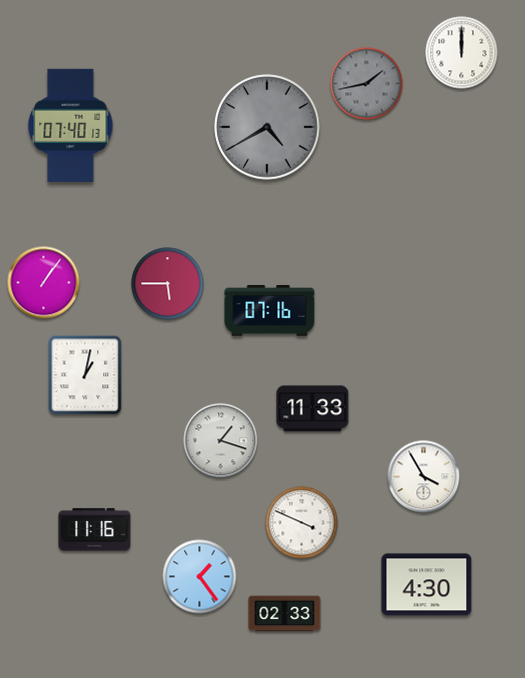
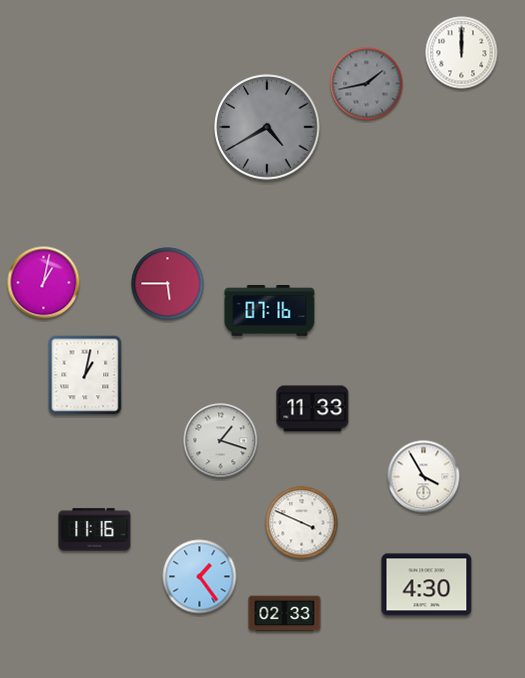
clock at (71, 125): 07:40 -> none
clock at (44, 283): 1:06 -> 1:02
